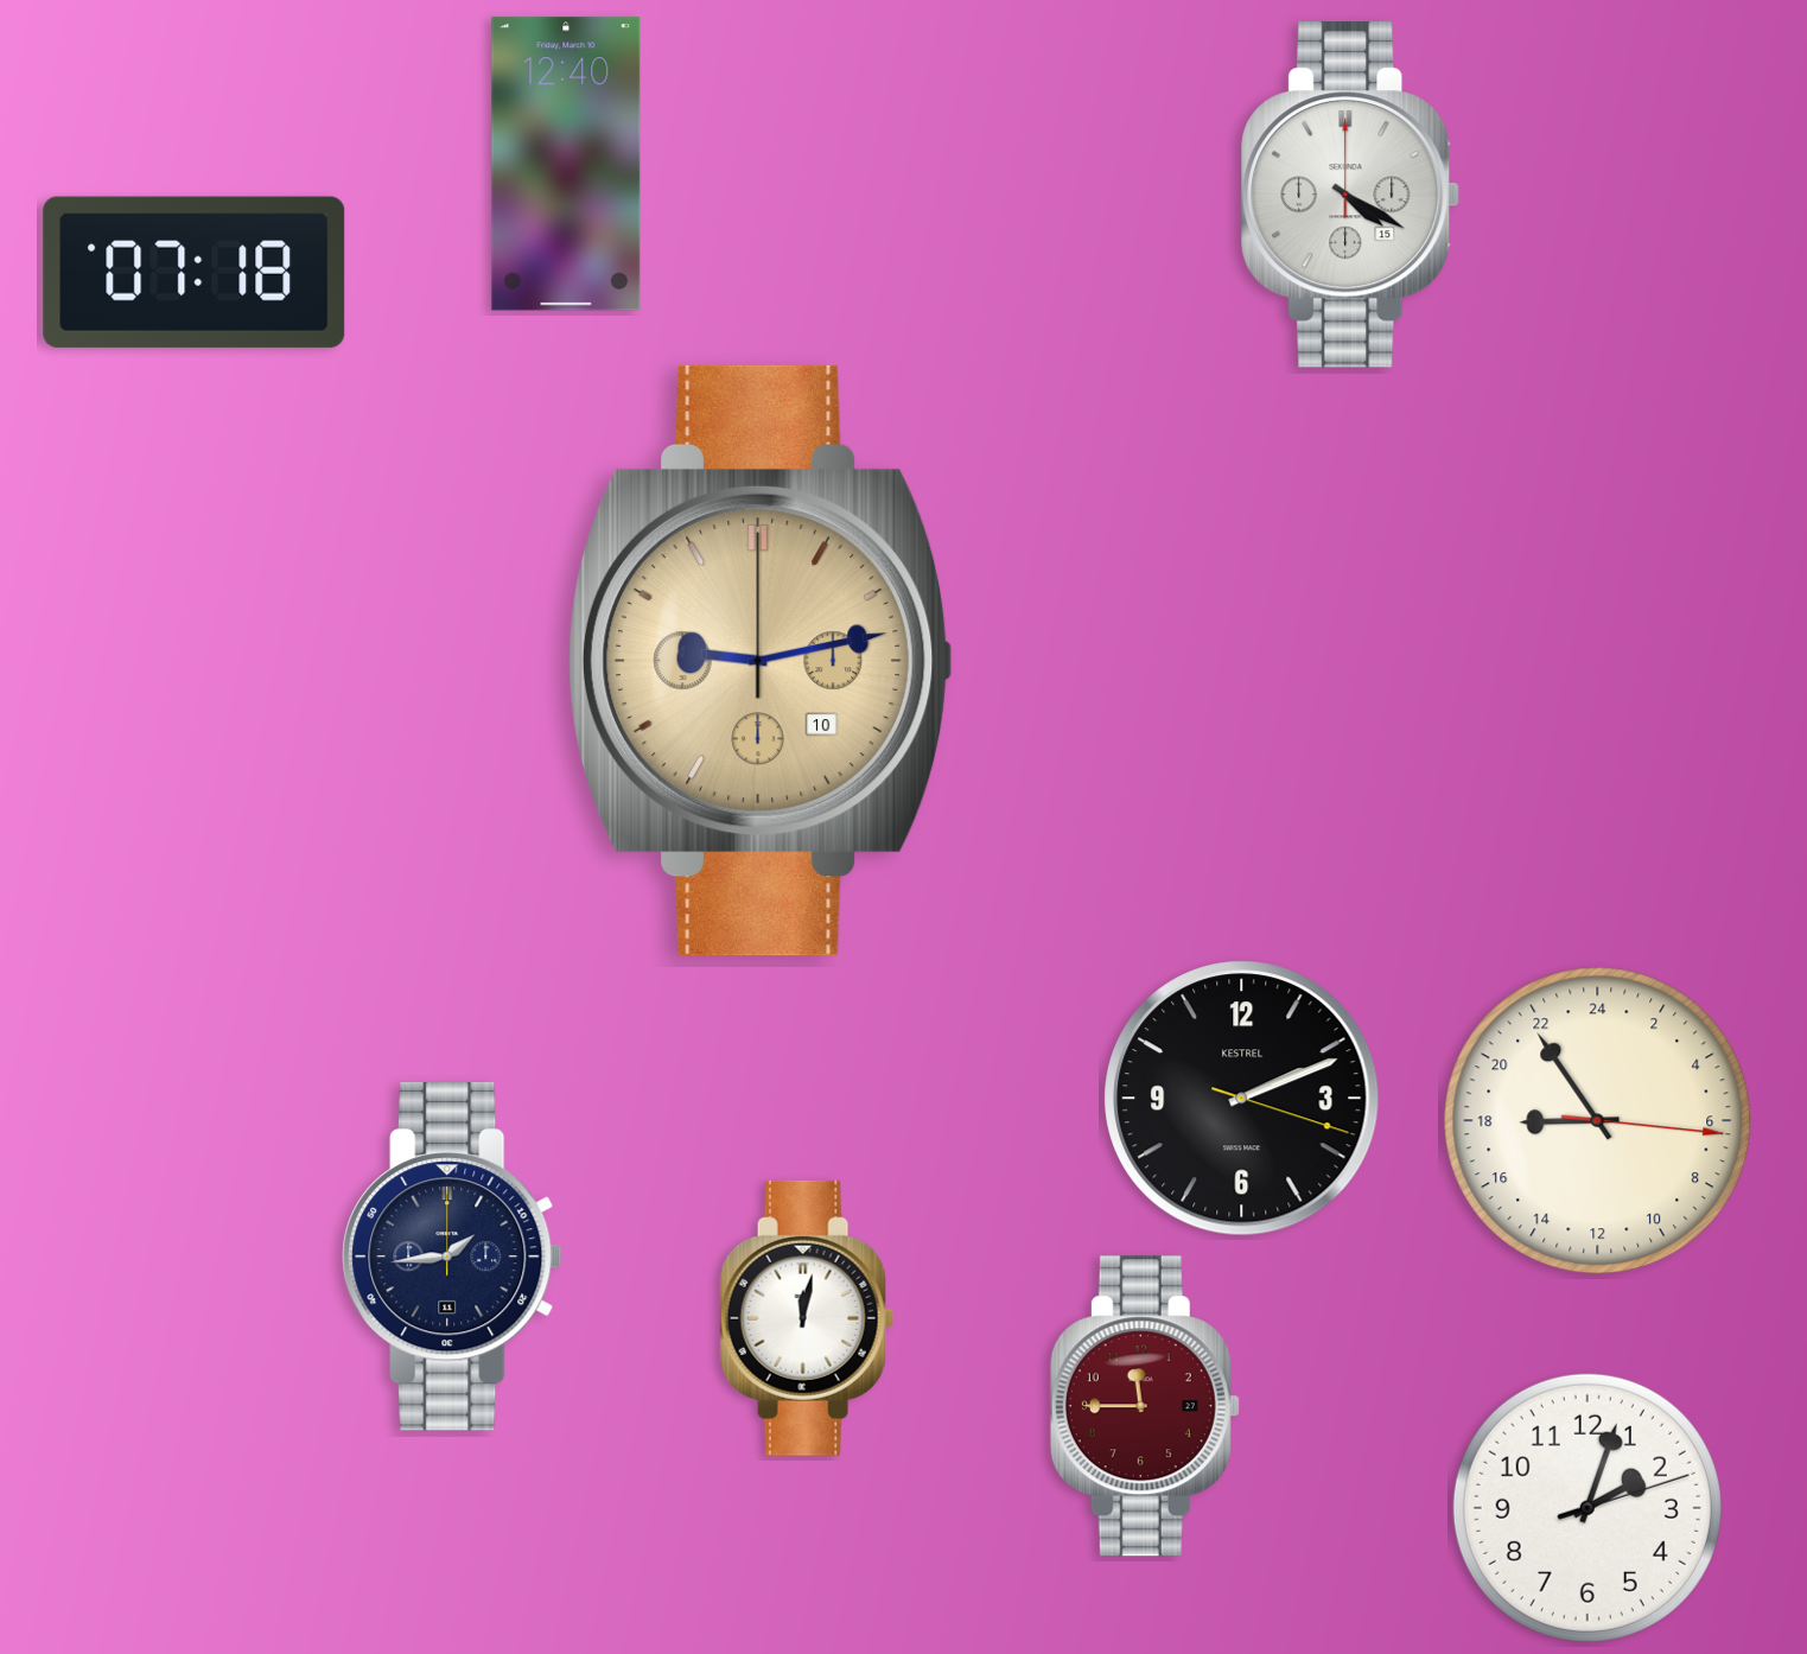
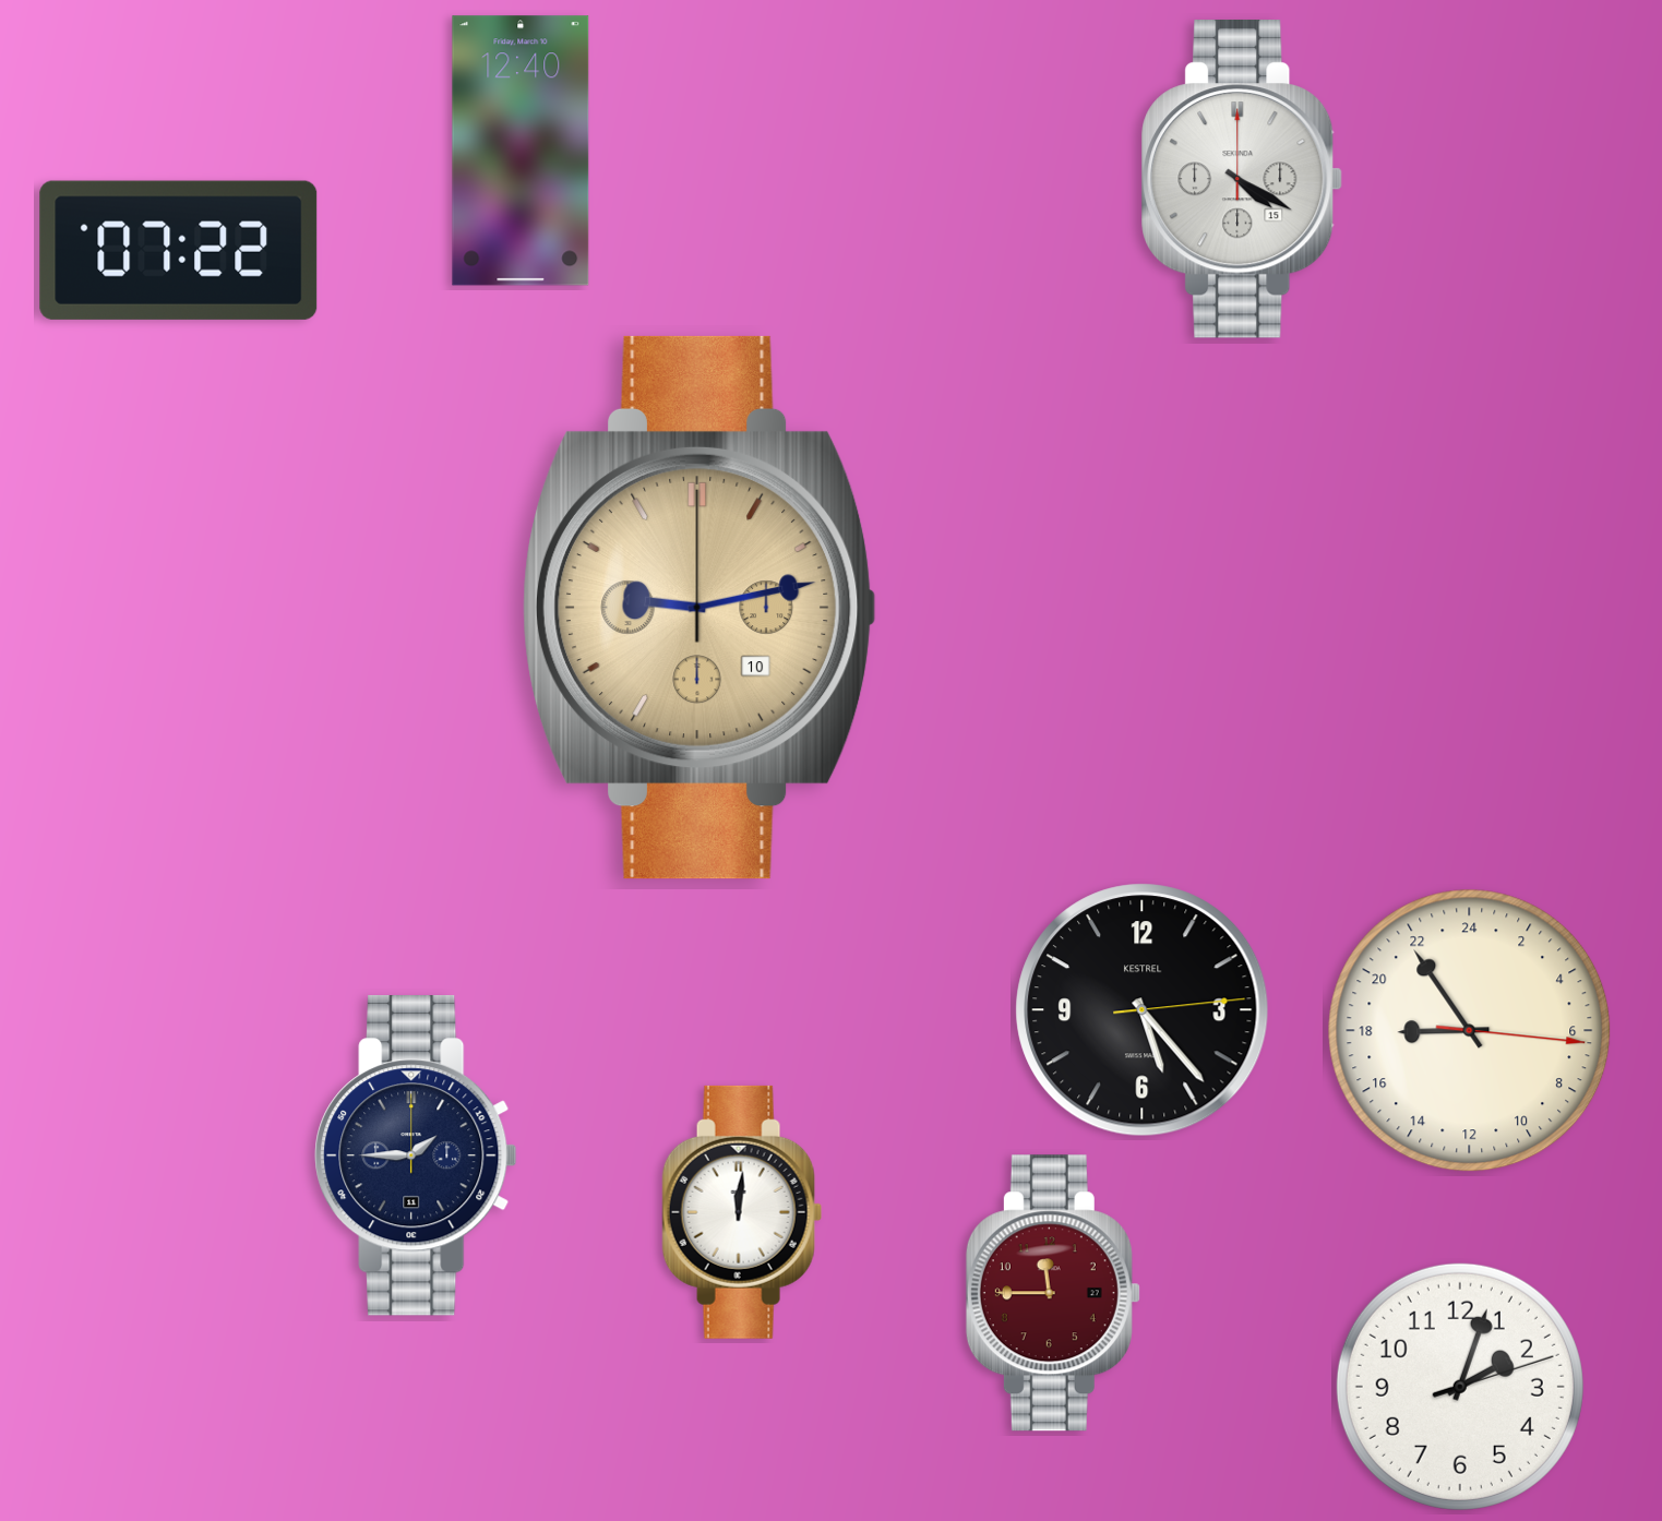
clock at (195, 272): 07:18 -> 07:22
clock at (1242, 1099): 2:11 -> 5:23
clock at (452, 1257): 1:44 -> 1:45
clock at (807, 1318): 12:02 -> 12:01
